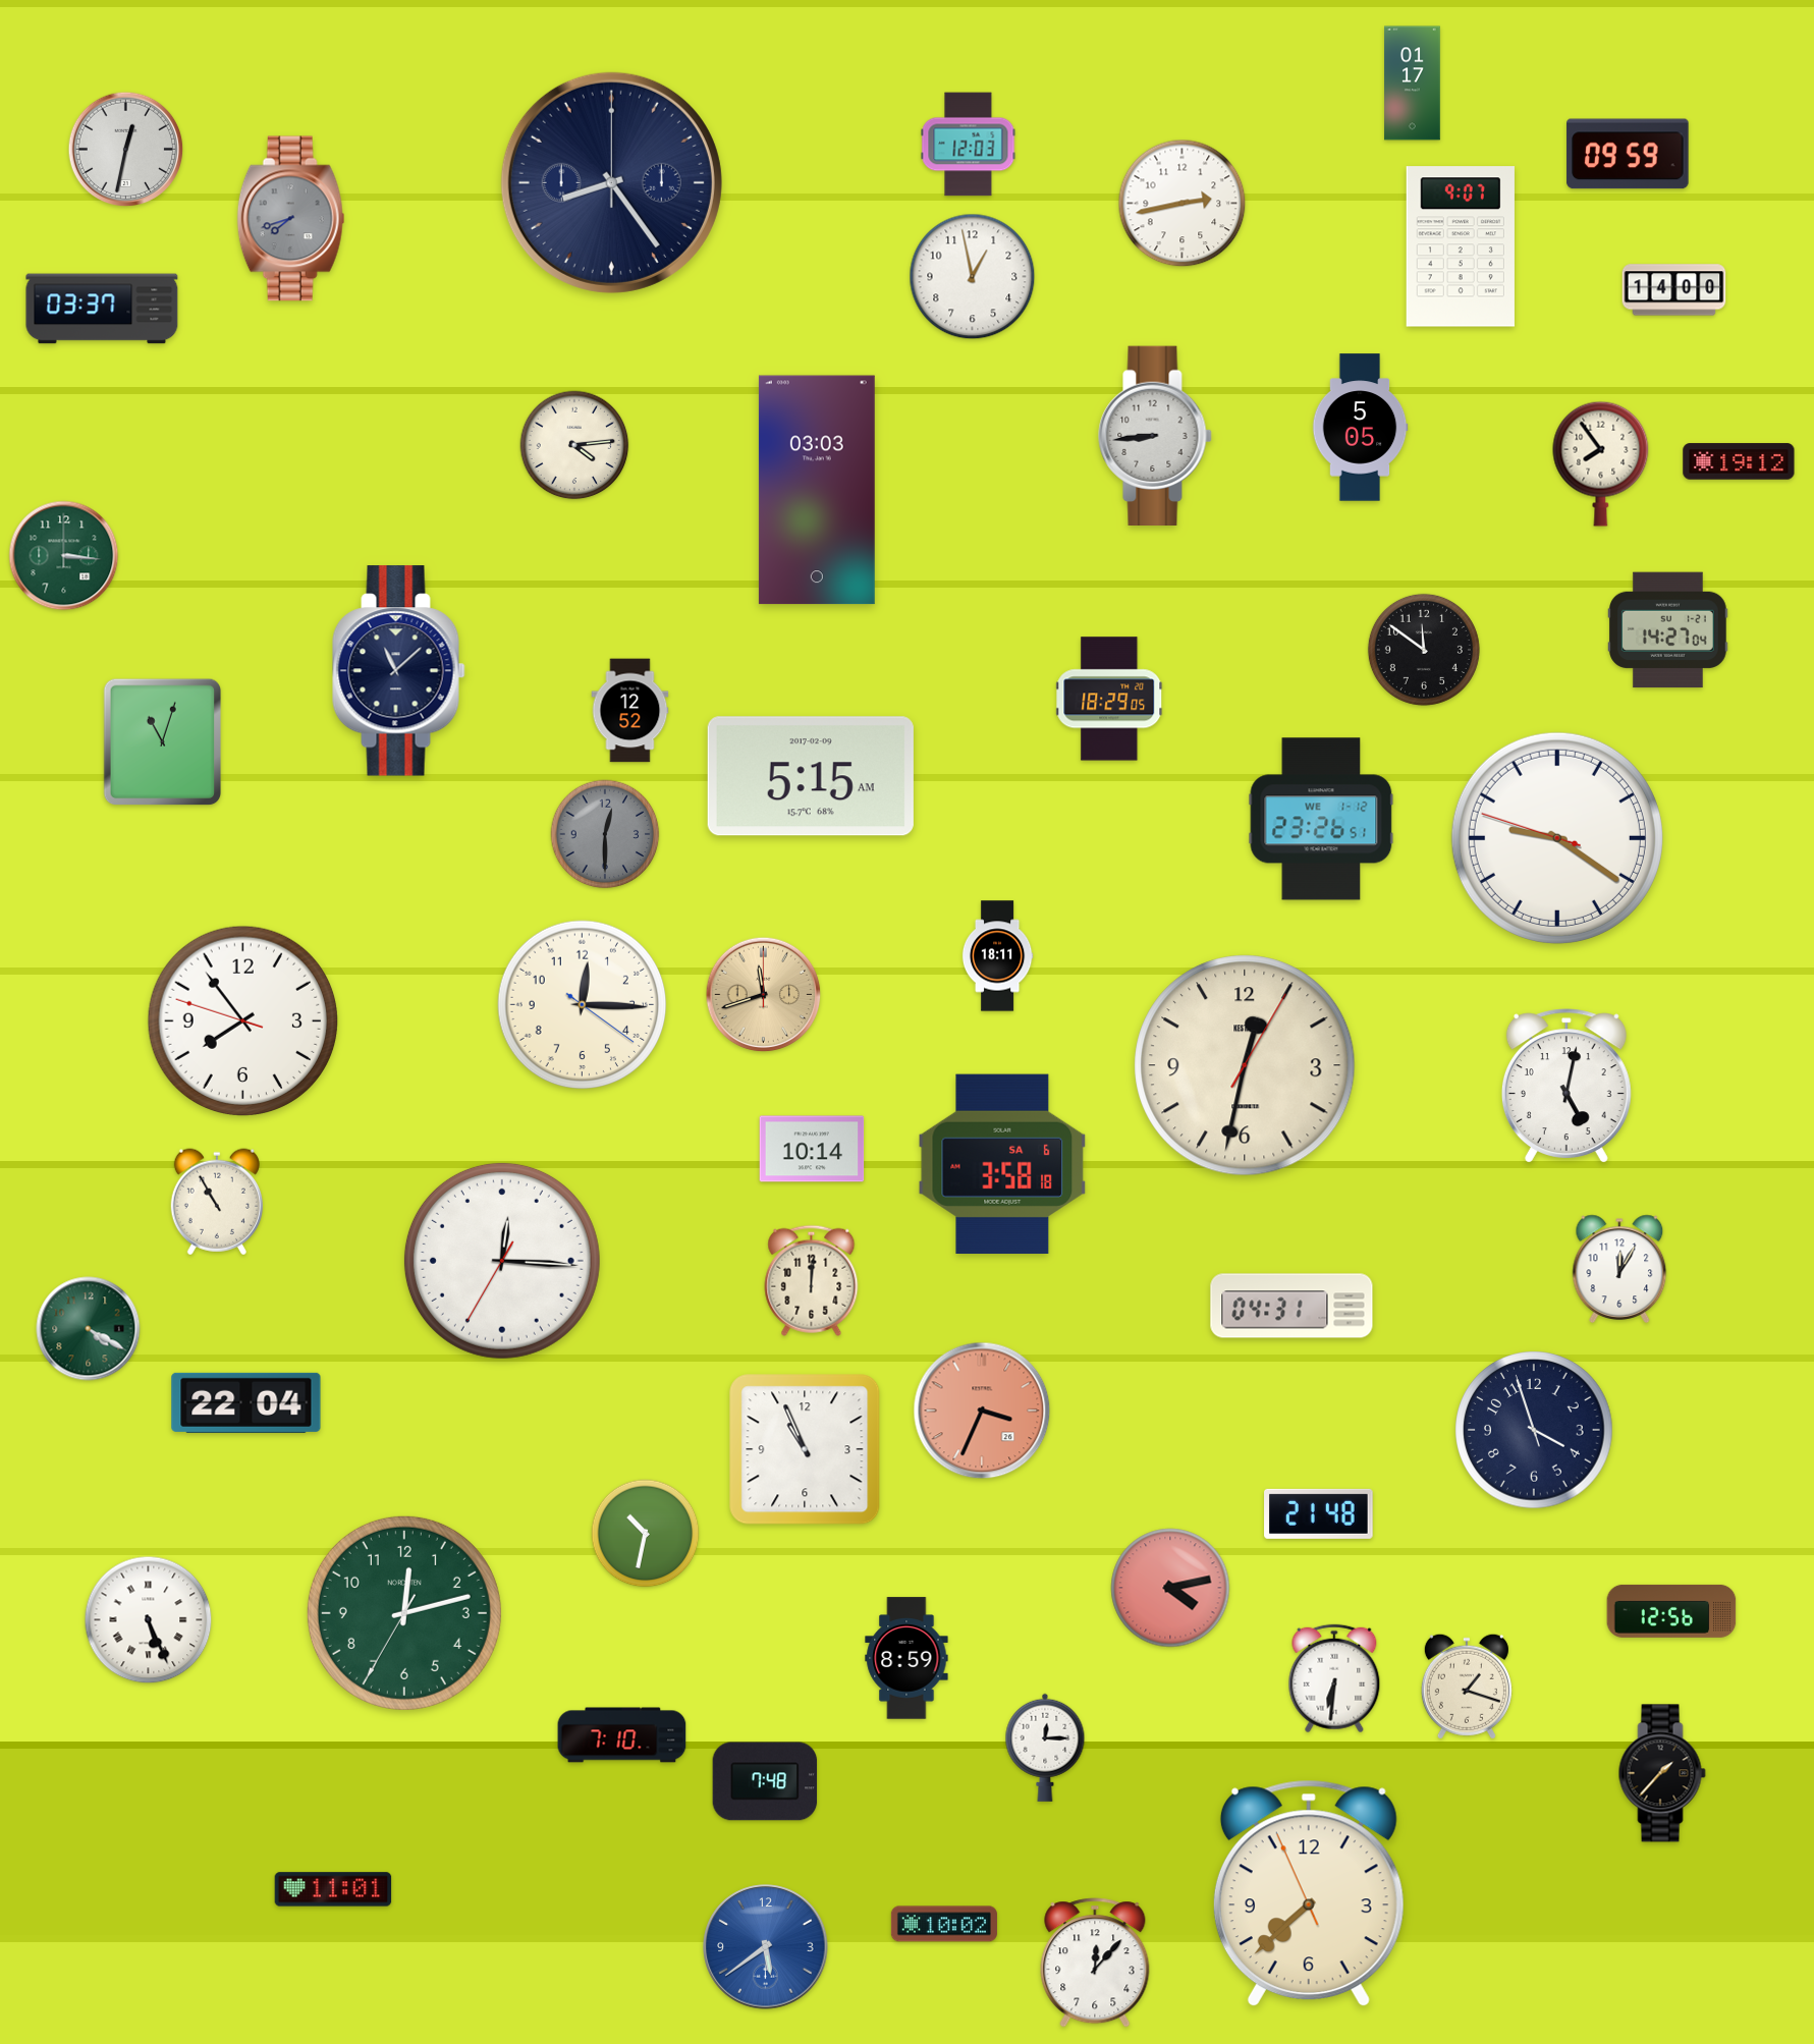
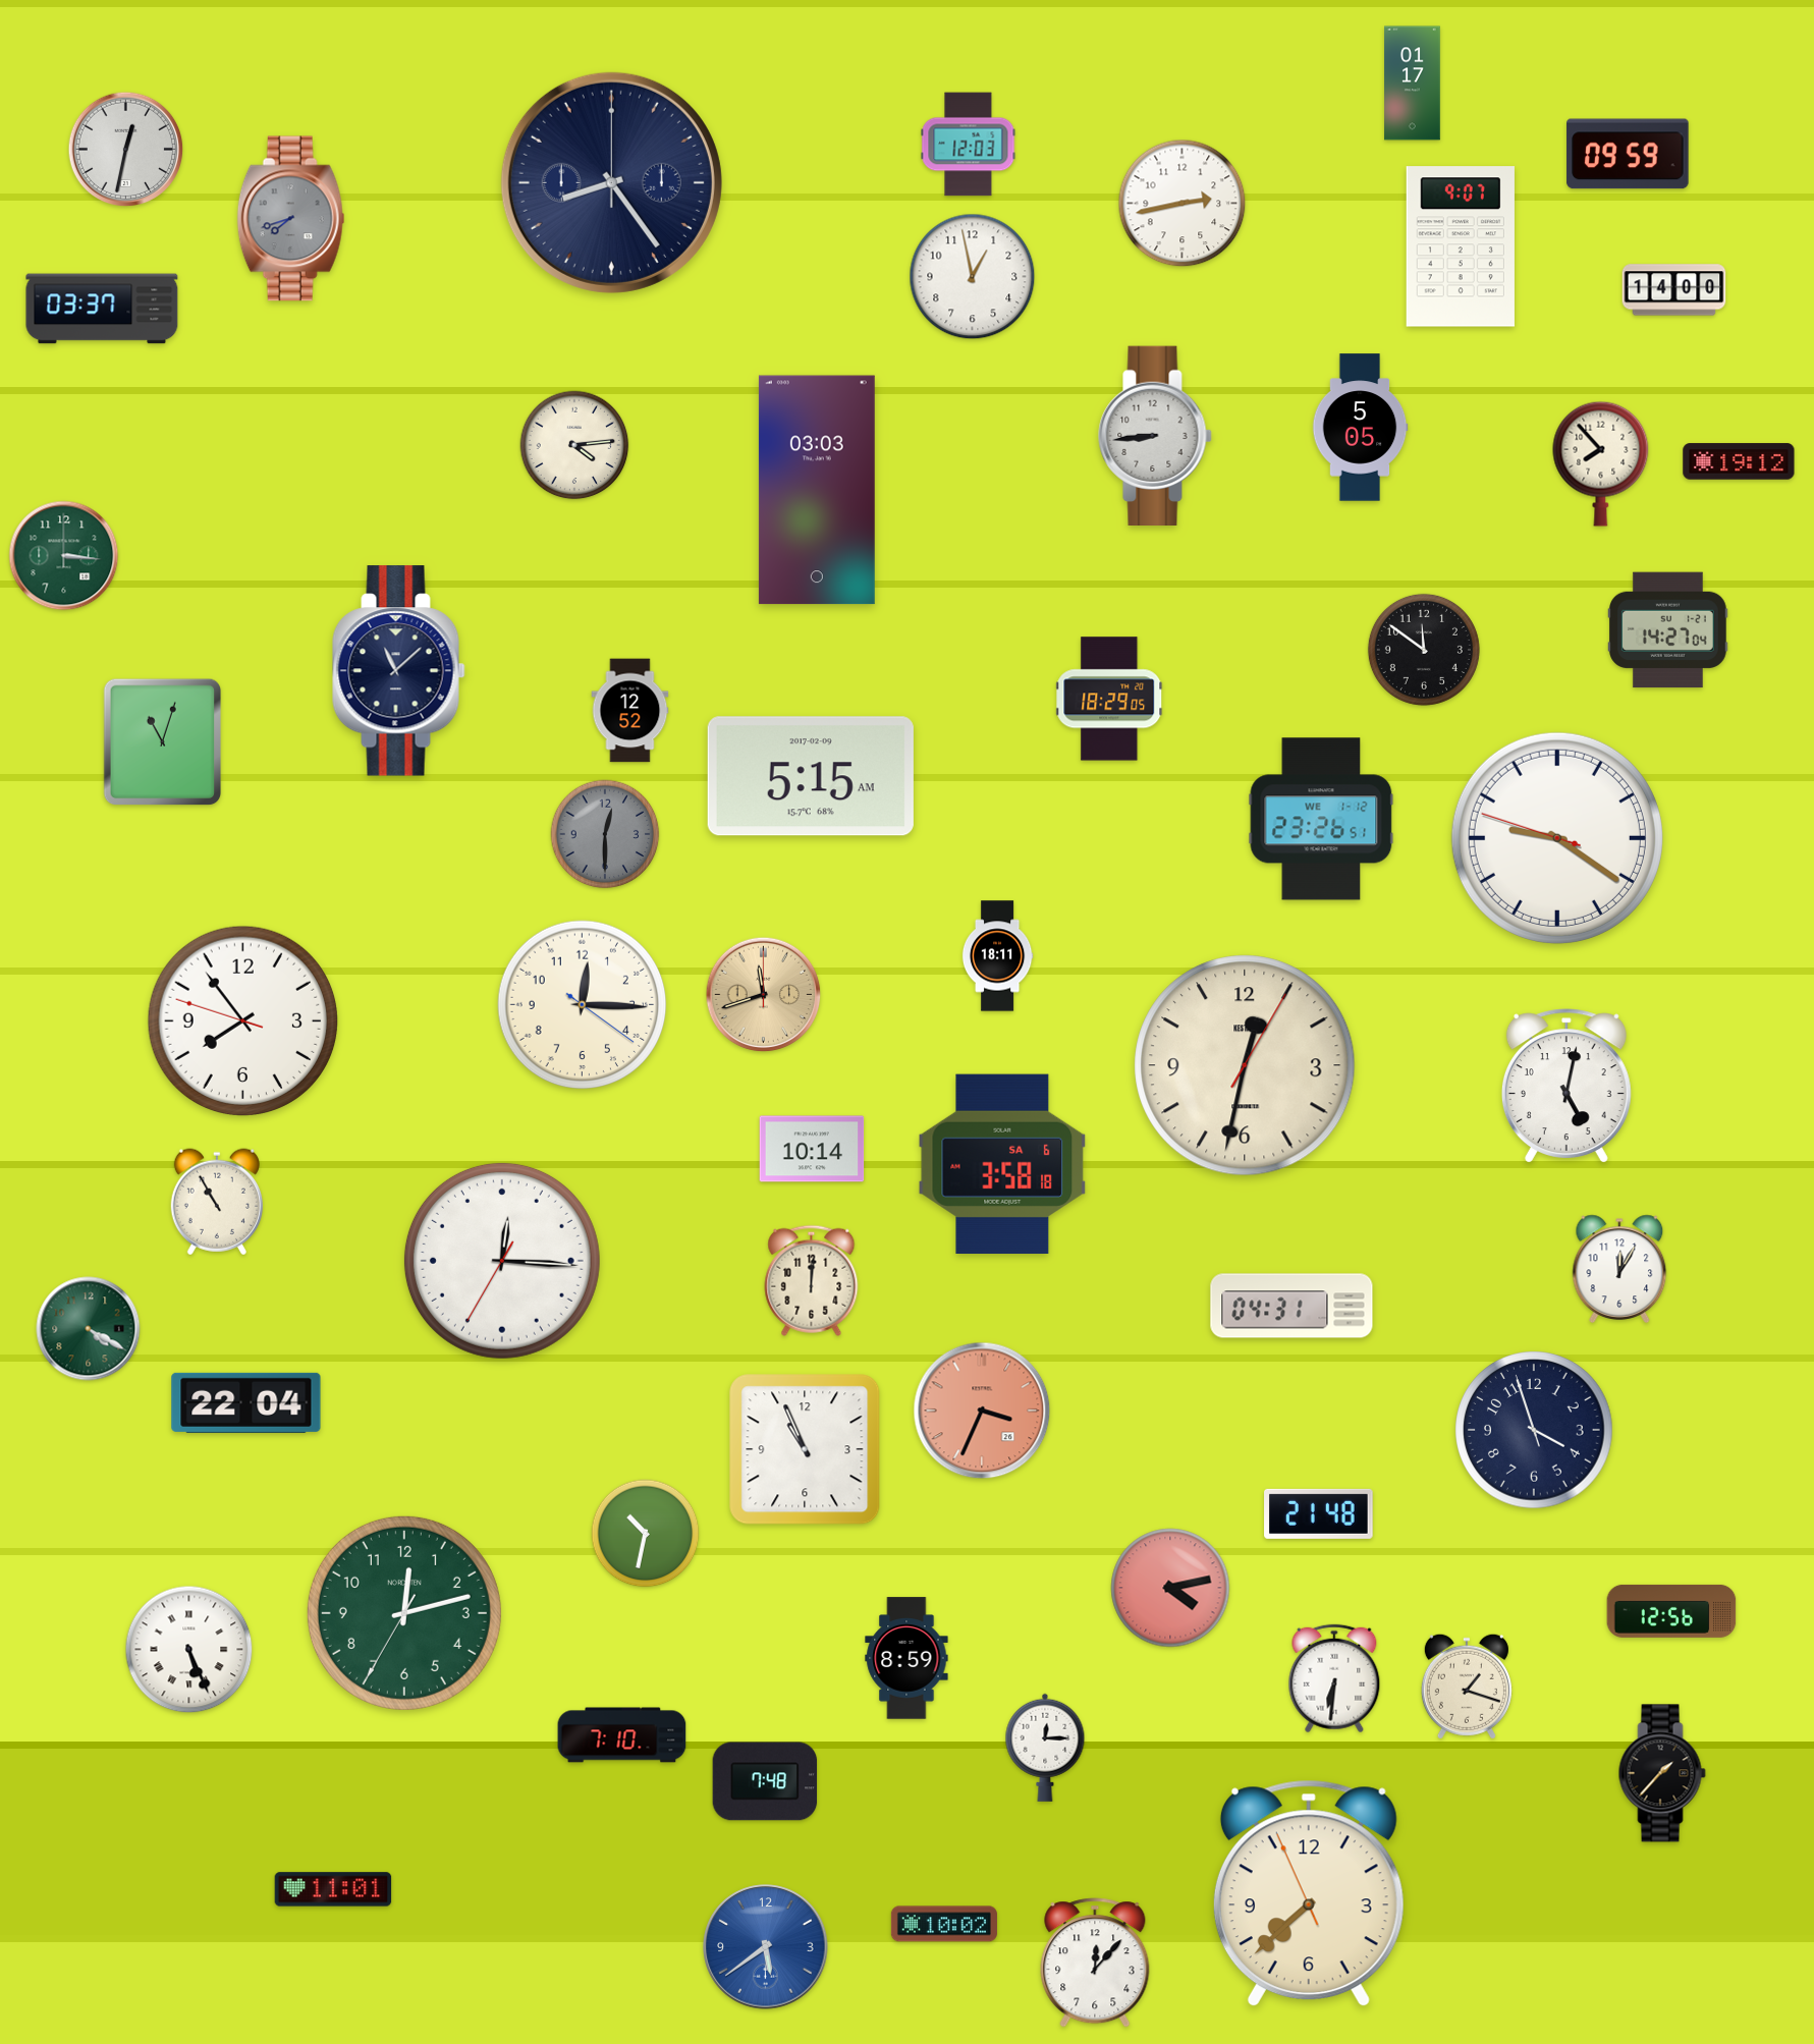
clock at (1601, 463): 7:54 -> 7:53
clock at (149, 1620) position: (149, 1620) -> (189, 1650)
